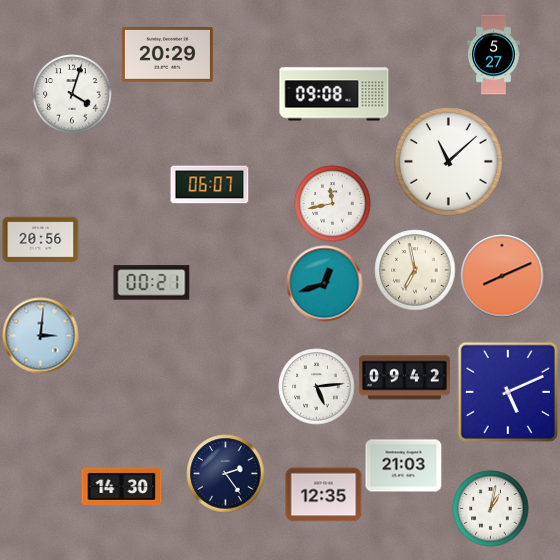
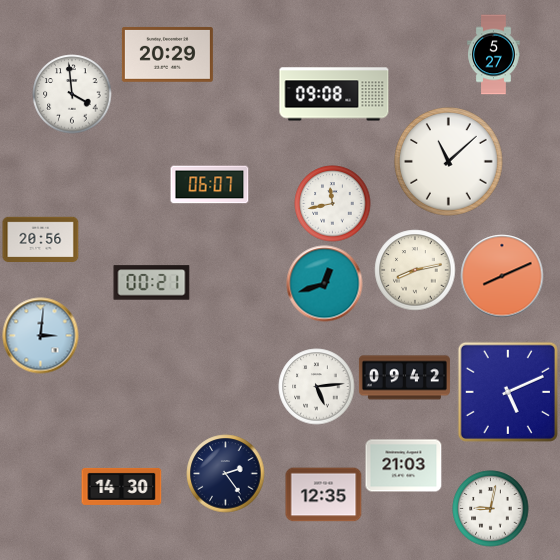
clock at (72, 94): 4:03 -> 3:59
clock at (415, 270): 6:58 -> 8:13
clock at (491, 509): 1:02 -> 9:02
